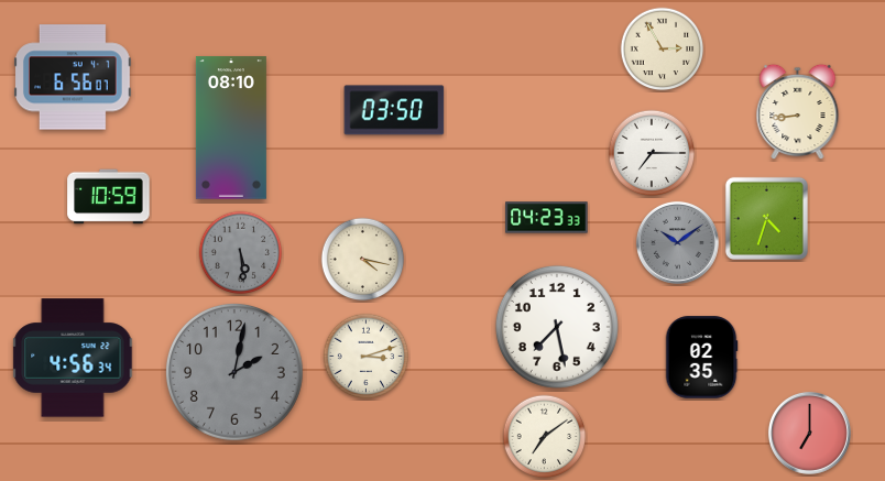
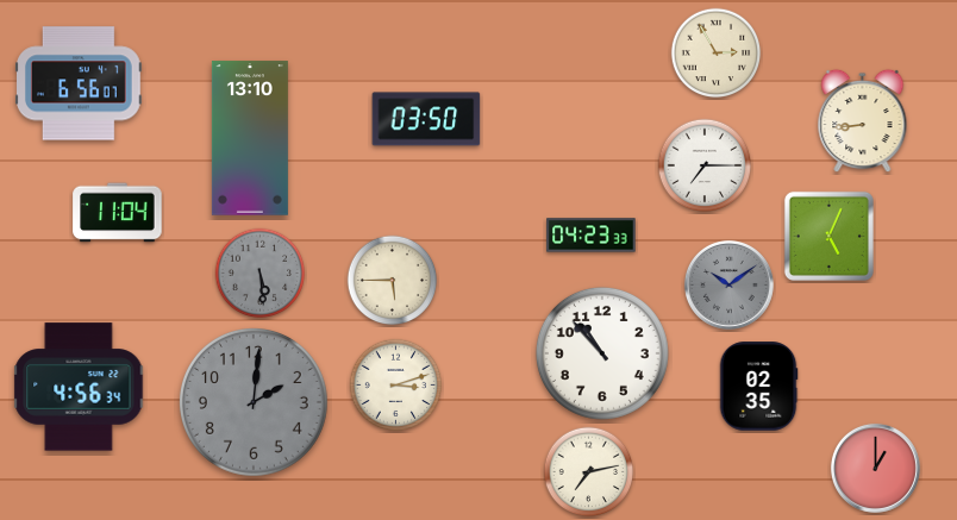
clock at (231, 128): 08:10 -> 13:10
clock at (109, 197): 10:59 -> 11:04
clock at (766, 218): 4:33 -> 5:04
clock at (677, 242) position: (677, 242) -> (728, 284)
clock at (363, 260): 4:17 -> 5:45
clock at (557, 327): 7:28 -> 10:53
clock at (234, 372): 2:02 -> 2:01
clock at (809, 433): 7:00 -> 1:00
clock at (545, 437): 7:09 -> 7:13
